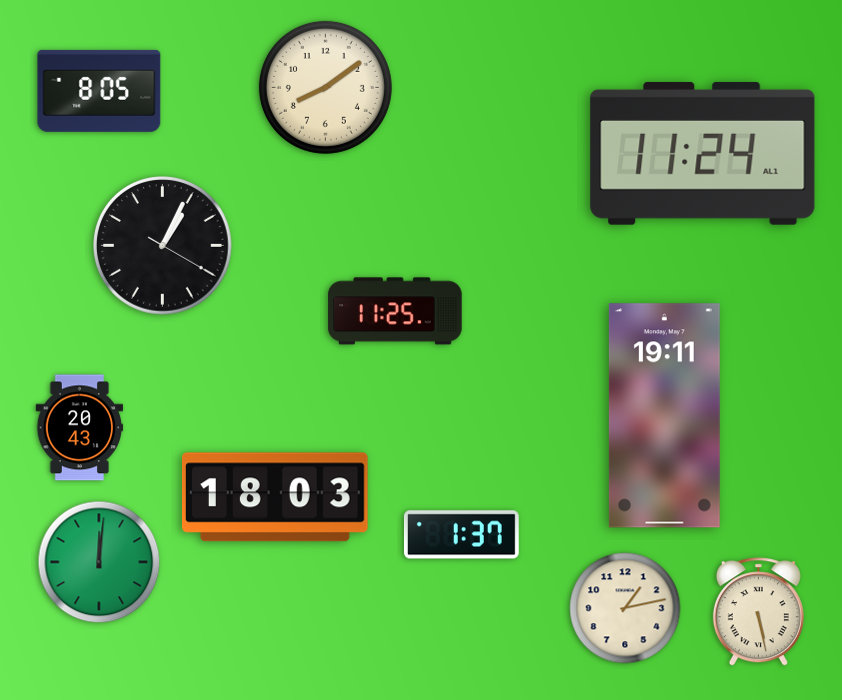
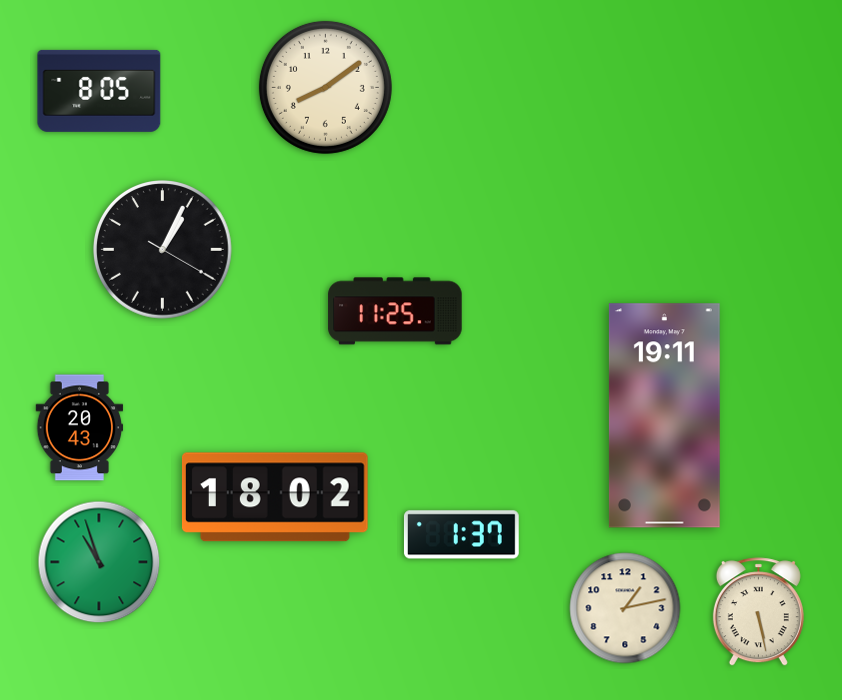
clock at (703, 153): 11:24 -> none
clock at (163, 246) position: (163, 246) -> (163, 250)
clock at (275, 497): 18:03 -> 18:02
clock at (99, 562): 12:01 -> 10:57
